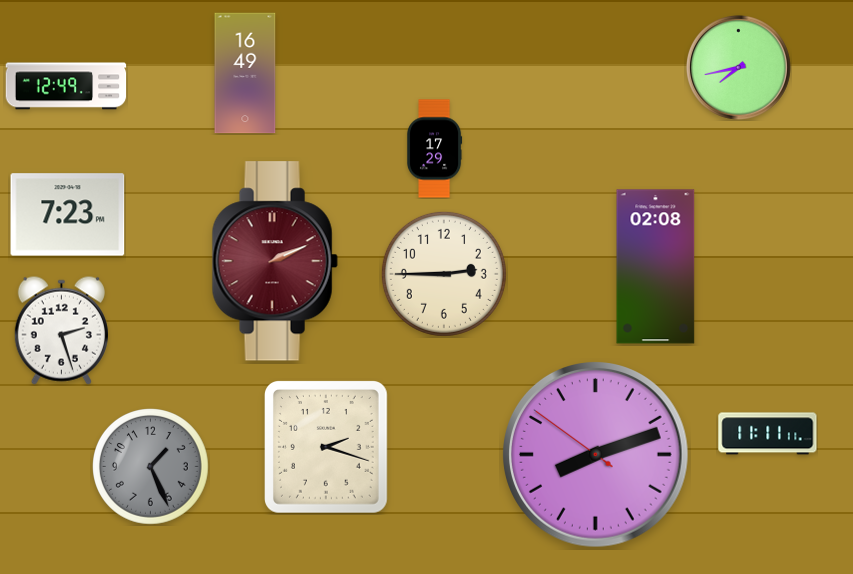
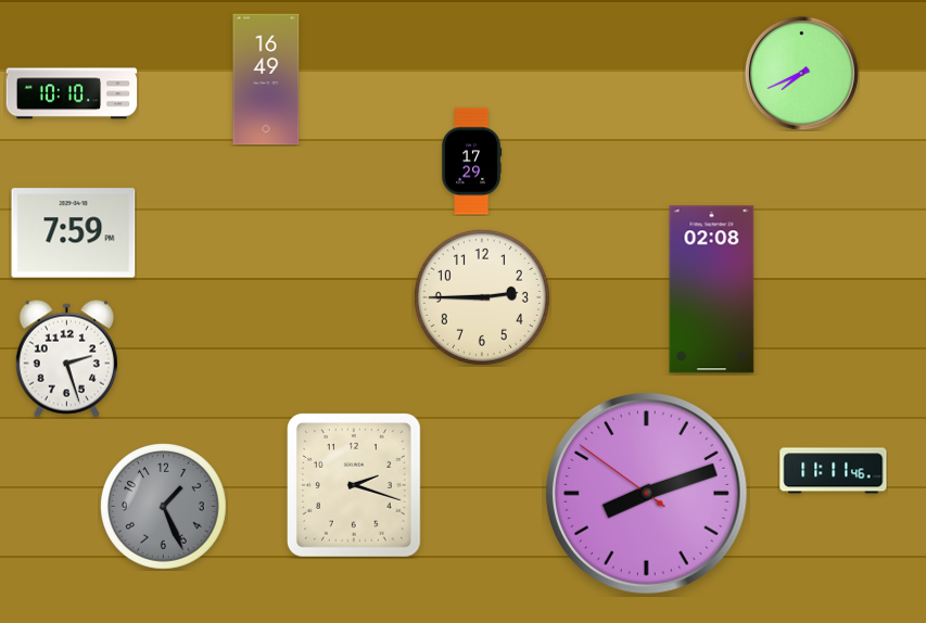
clock at (738, 67): 7:43 -> 7:41
clock at (66, 86): 12:49 -> 10:10
clock at (68, 215): 7:23 -> 7:59
clock at (275, 261): 2:11 -> none
clock at (768, 434): 11:11:11 -> 11:11:46
